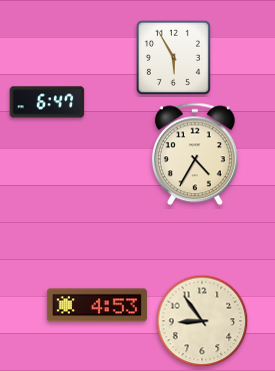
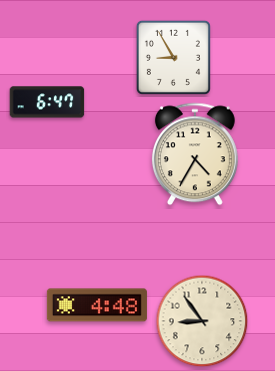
clock at (173, 57): 5:55 -> 8:55
clock at (97, 305): 4:53 -> 4:48
